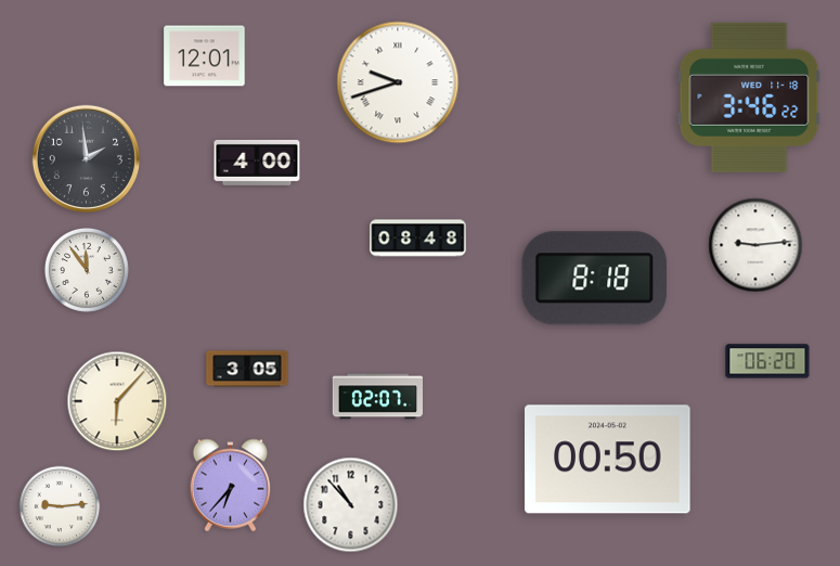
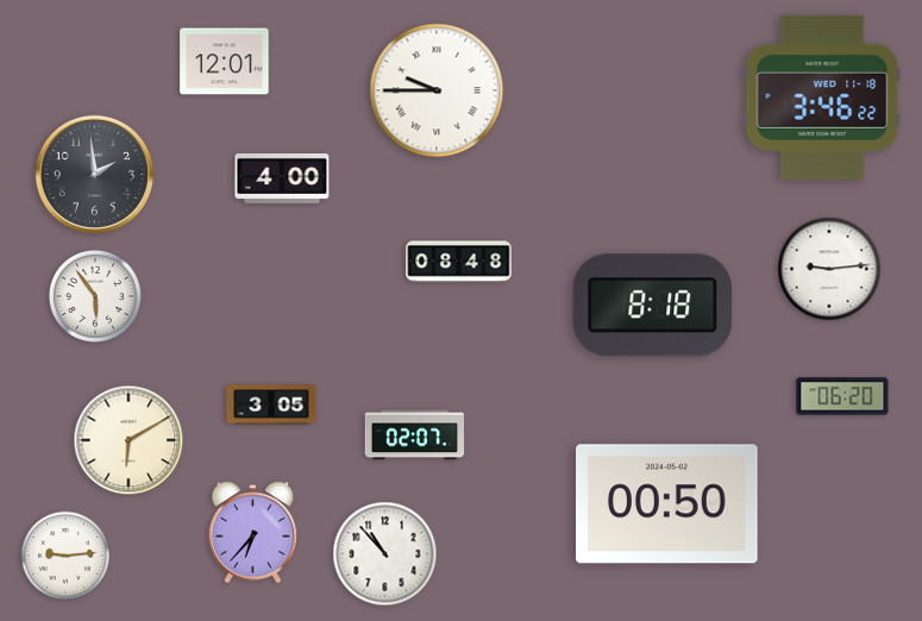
clock at (398, 82): 9:42 -> 9:45
clock at (749, 98) position: (749, 98) -> (822, 98)
clock at (87, 270): 11:54 -> 5:54
clock at (117, 401): 6:07 -> 6:10
